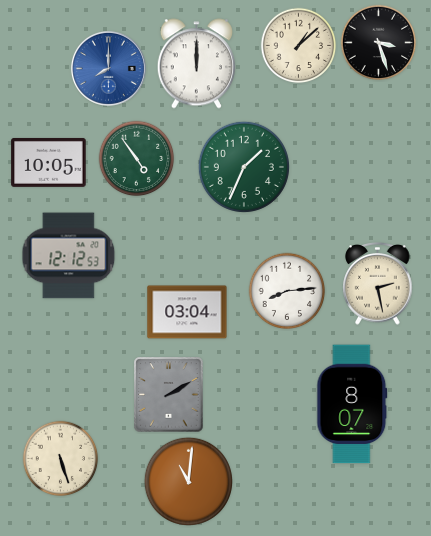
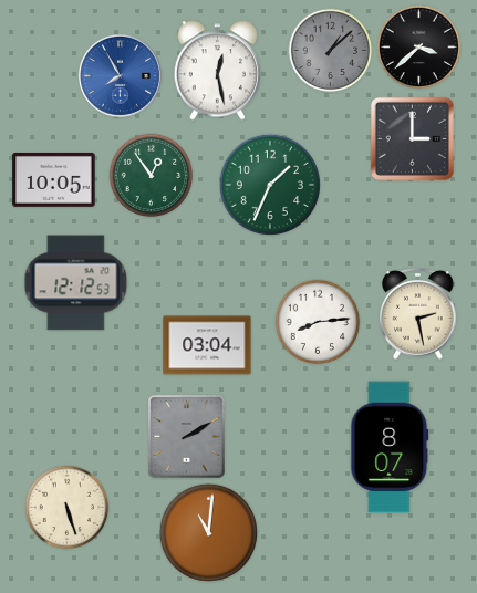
clock at (379, 43): 3:27 -> 3:38
clock at (299, 46) dial: cream -> grey
clock at (196, 64): 12:00 -> 12:28
clock at (108, 68): 8:00 -> 7:55
clock at (412, 138): none -> 3:00
clock at (137, 159): 4:54 -> 12:54
